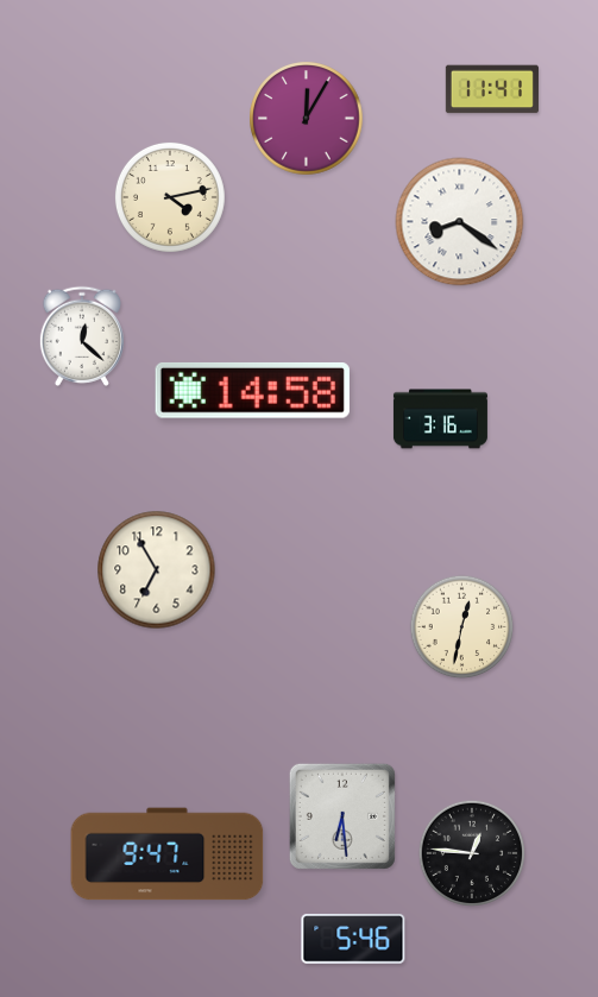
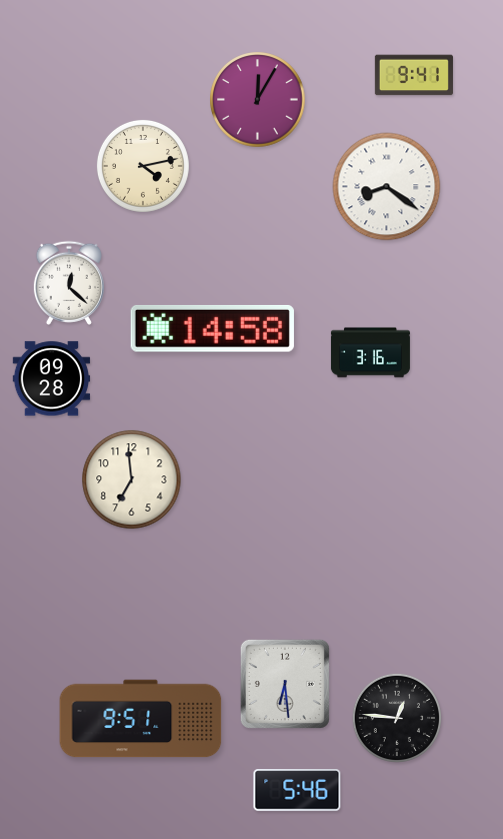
clock at (492, 89): 11:41 -> 9:41
clock at (52, 379): none -> 09:28
clock at (157, 570): 6:55 -> 6:59
clock at (462, 627): 12:32 -> none
clock at (342, 816) position: (342, 816) -> (285, 684)
clock at (168, 854): 9:47 -> 9:51
